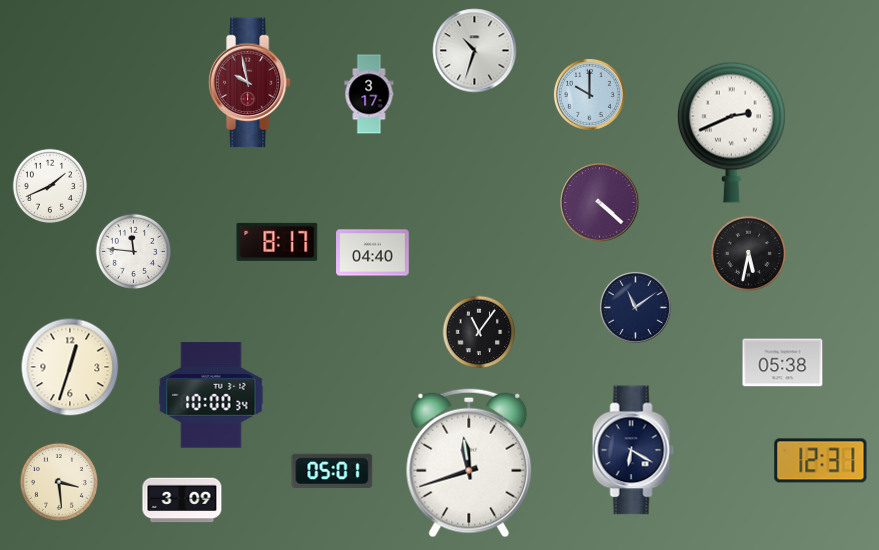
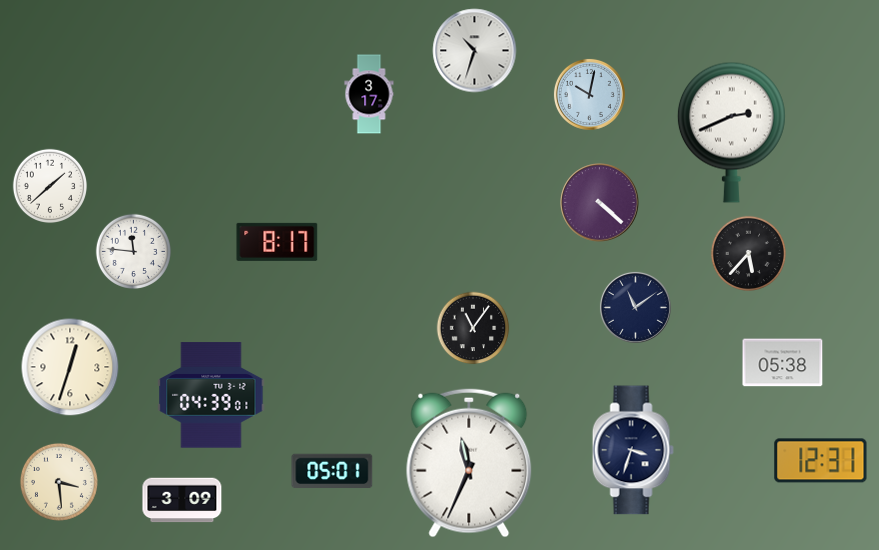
clock at (249, 83): 9:58 -> none
clock at (589, 94): 10:00 -> 10:02
clock at (50, 186): 1:41 -> 1:38
clock at (373, 253): 04:40 -> none
clock at (748, 253): 5:32 -> 5:37
clock at (479, 332) position: (479, 332) -> (473, 328)
clock at (211, 395): 10:00 -> 04:39
clock at (633, 450): 6:20 -> 3:33
clock at (469, 463): 11:42 -> 11:34
